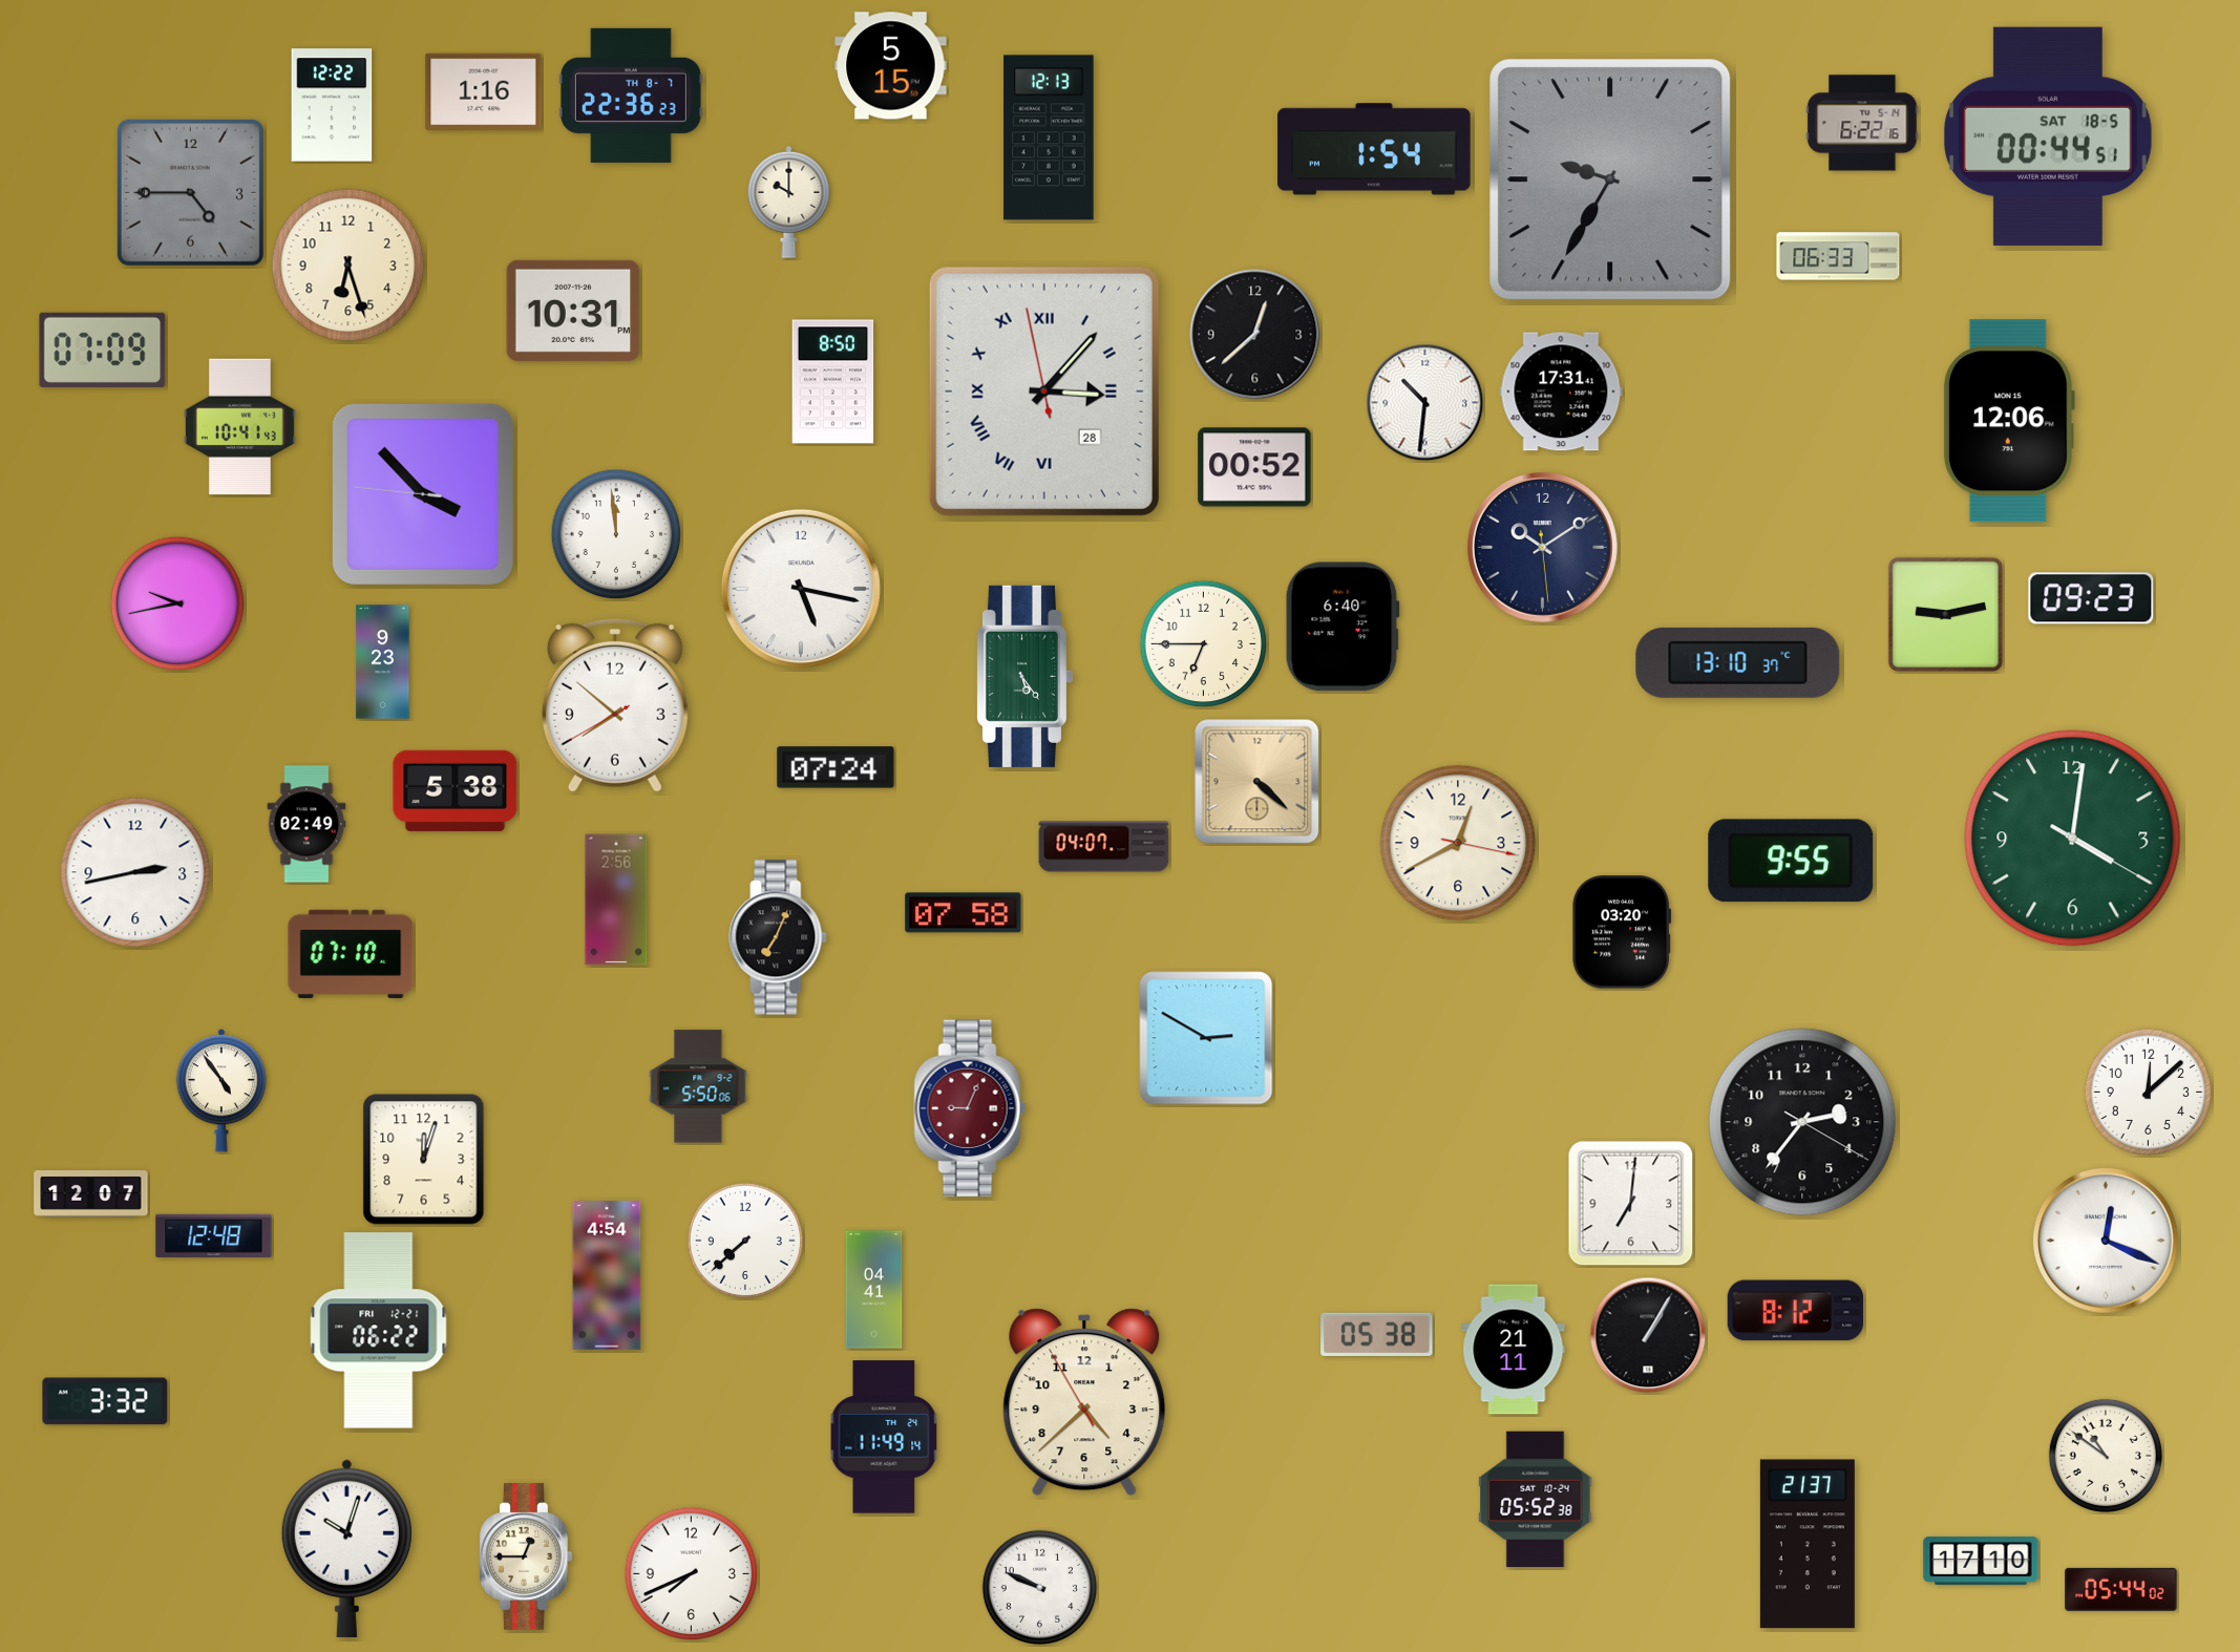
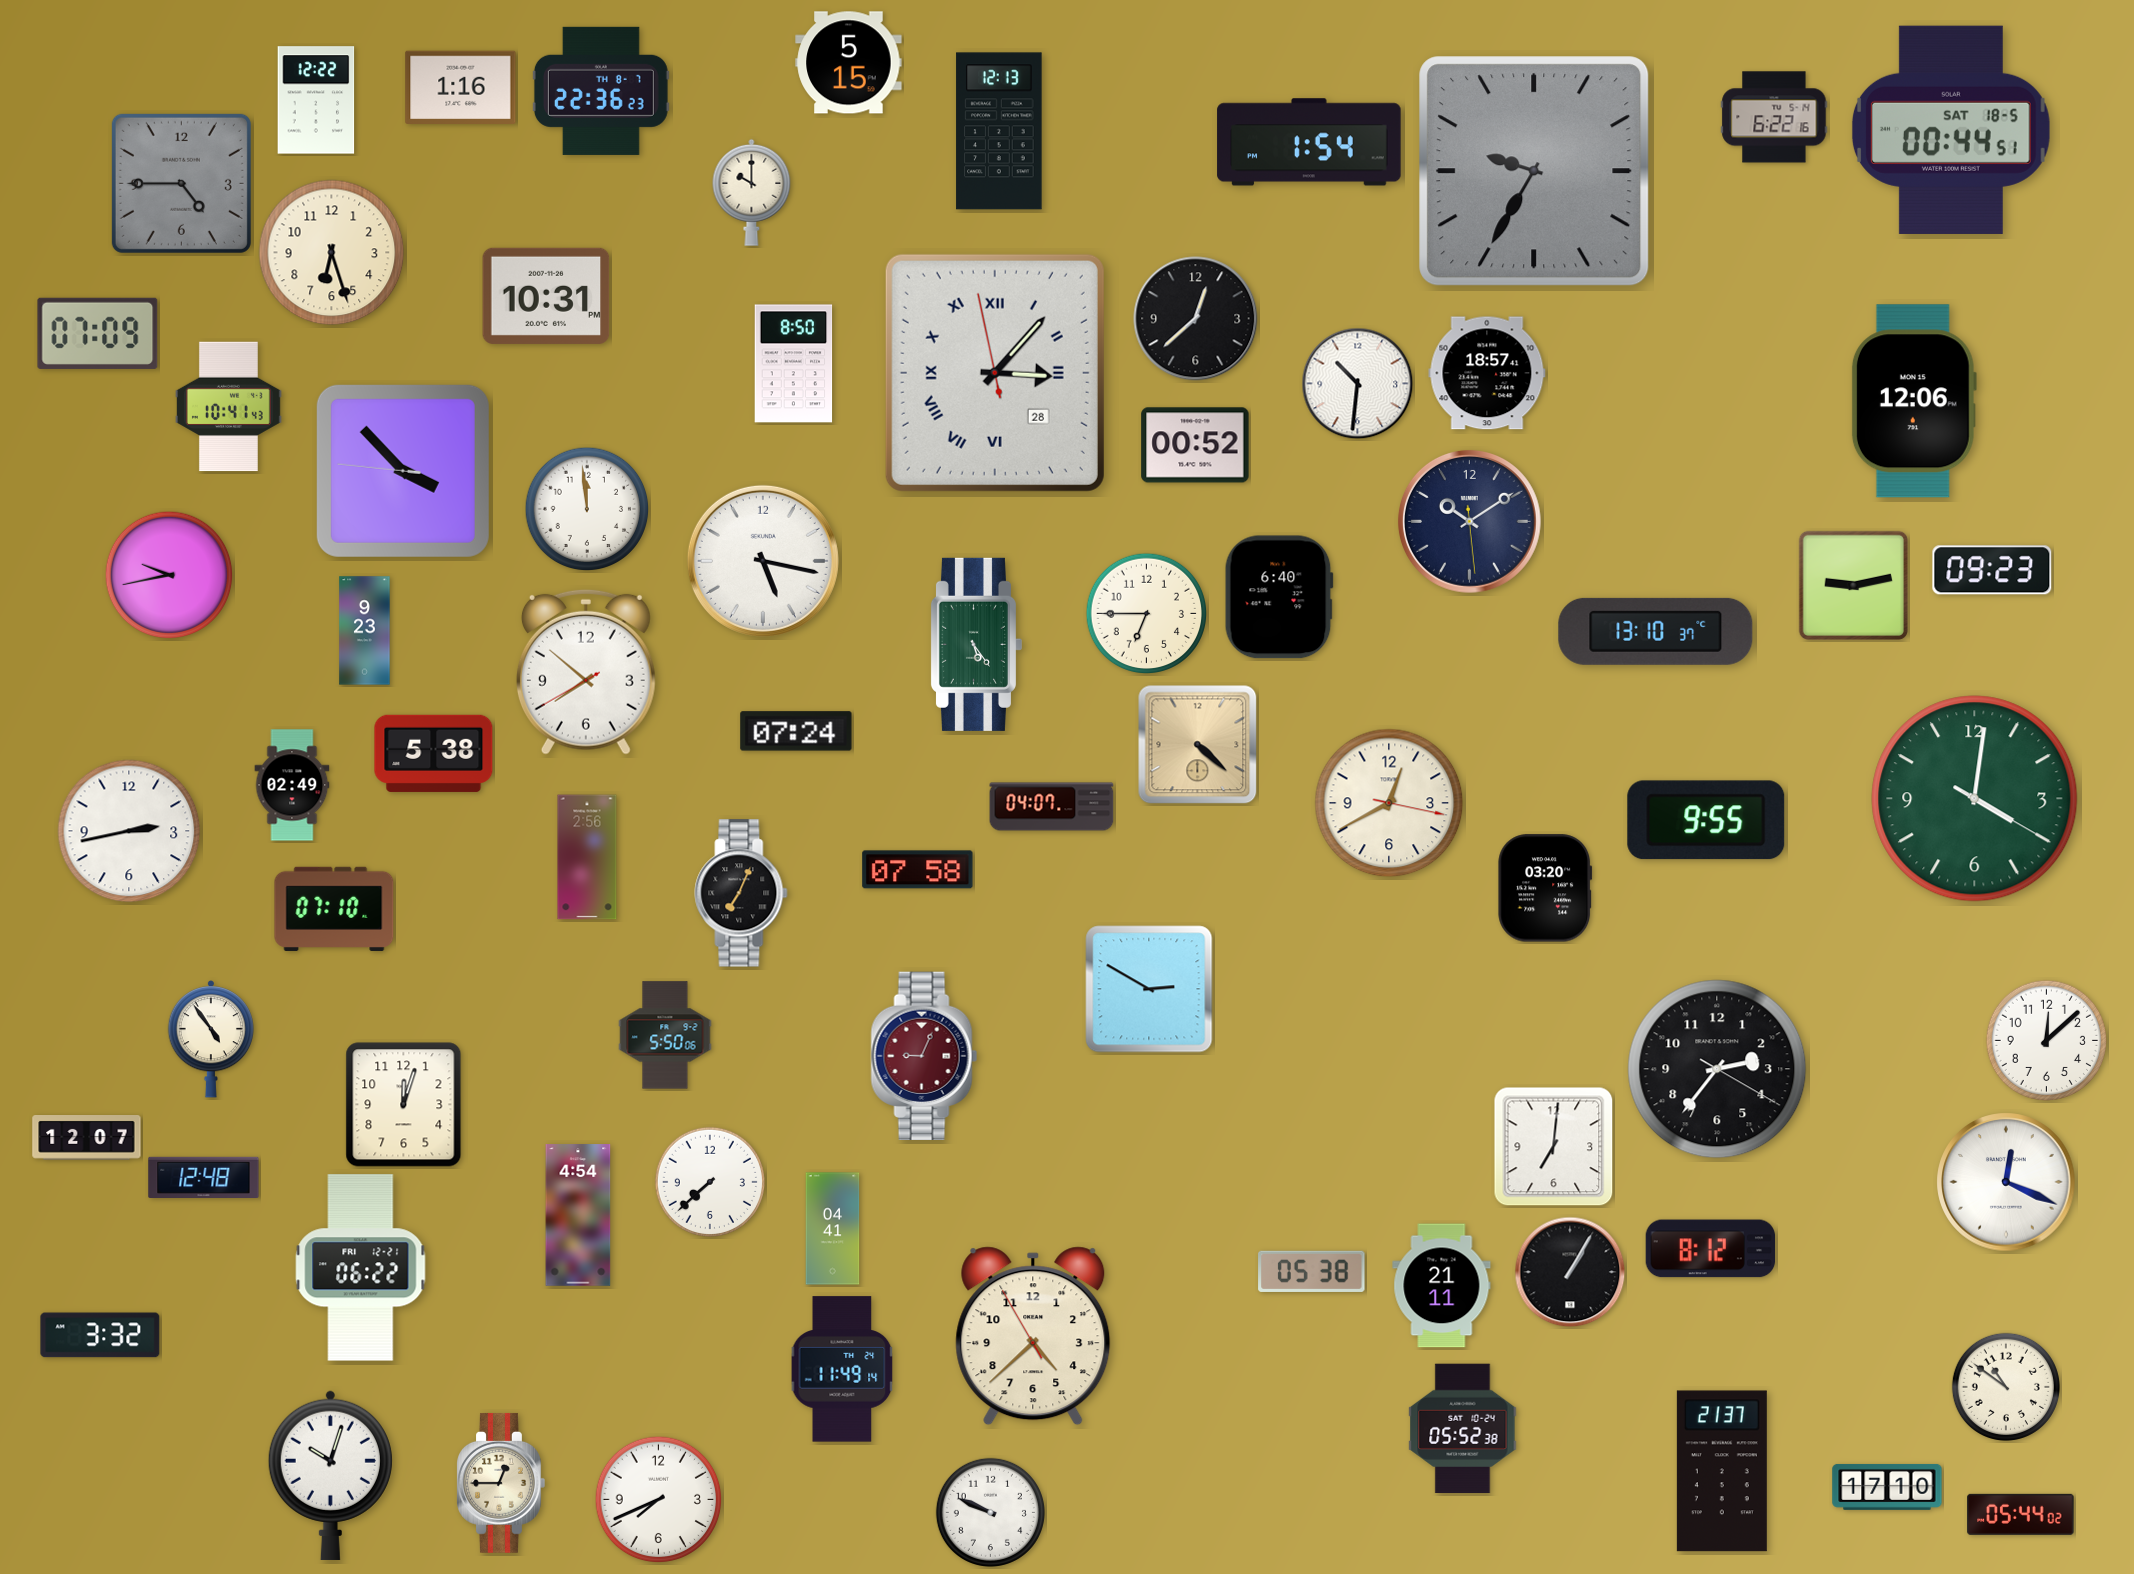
clock at (1838, 256): 06:33 -> none
clock at (1561, 391): 17:31 -> 18:57
